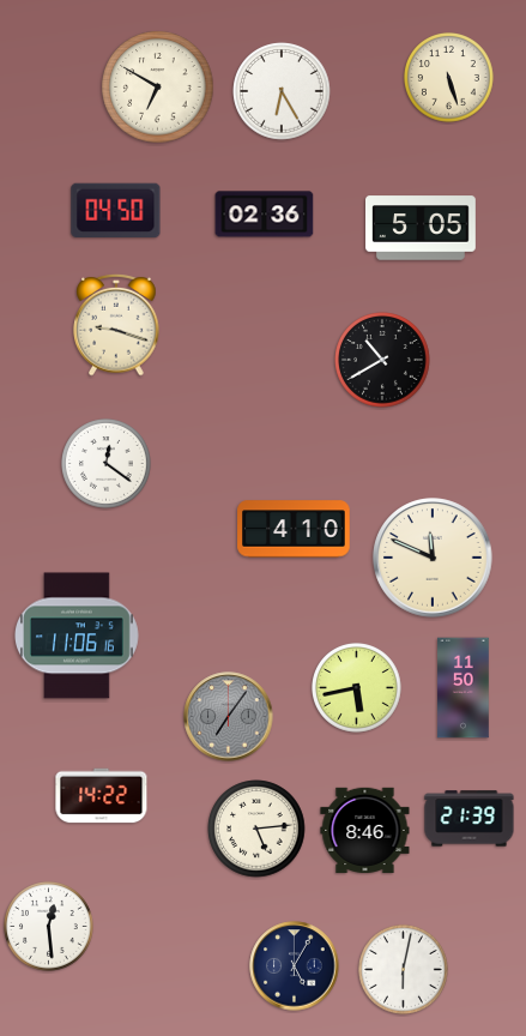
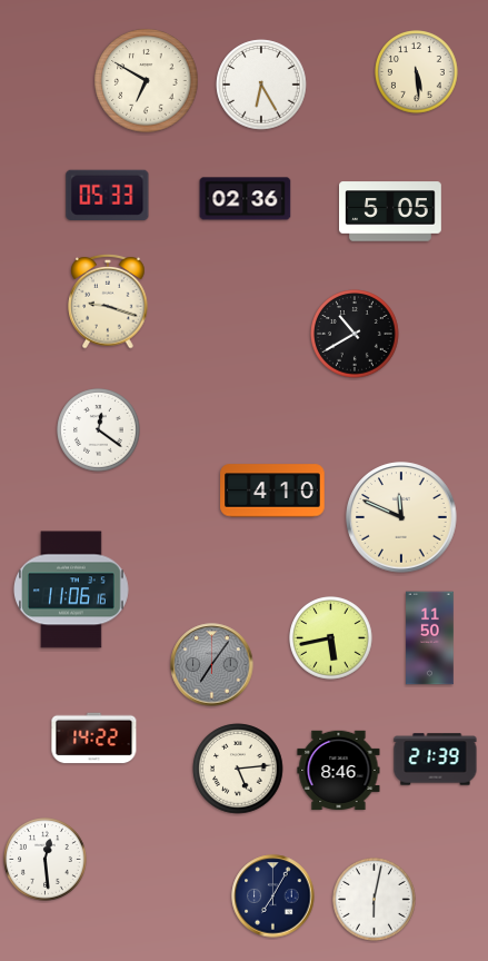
clock at (449, 78): 5:27 -> 5:29
clock at (116, 210): 04:50 -> 05:33
clock at (295, 966): 5:05 -> 7:05
